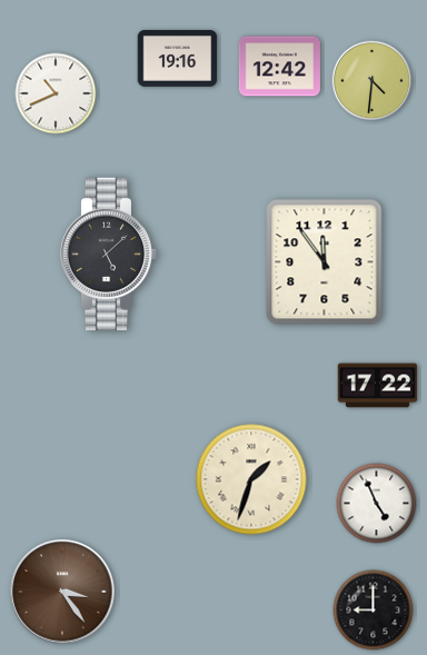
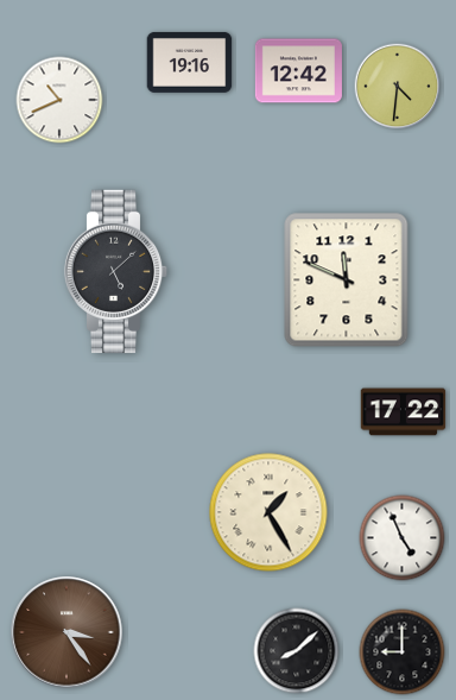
clock at (325, 262): 11:54 -> 11:49
clock at (251, 479): 1:33 -> 1:25
clock at (297, 651): none -> 8:08
clock at (374, 611) position: (374, 611) -> (403, 652)
